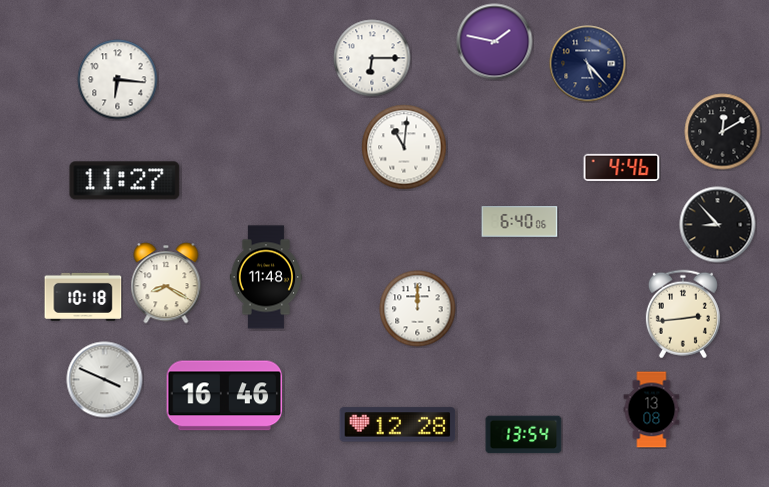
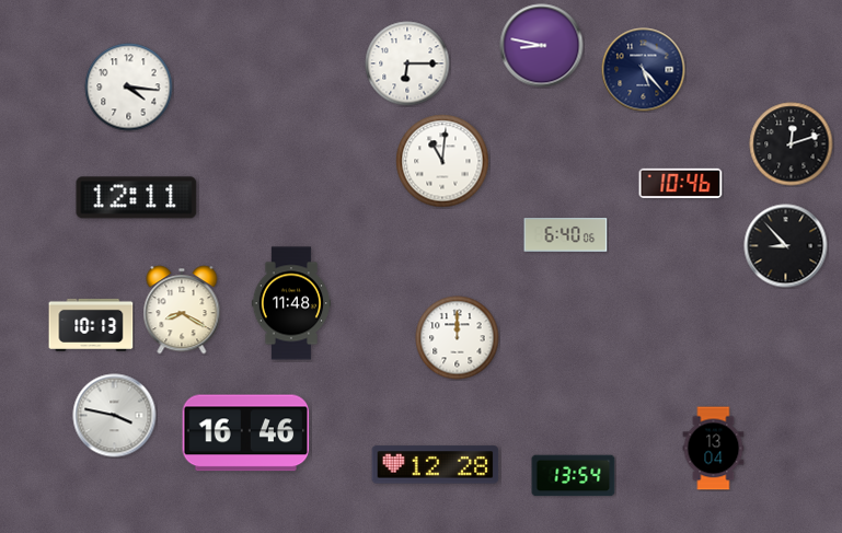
clock at (495, 42): 1:47 -> 8:47
clock at (118, 80): 6:16 -> 4:16
clock at (723, 132): 12:10 -> 12:12
clock at (622, 167): 4:46 -> 10:46
clock at (125, 181): 11:27 -> 12:11
clock at (520, 222) position: (520, 222) -> (566, 235)
clock at (83, 297): 10:18 -> 10:13
clock at (683, 314): 2:44 -> none
clock at (105, 380): 3:49 -> 3:47
clock at (652, 410): 13:08 -> 13:04
